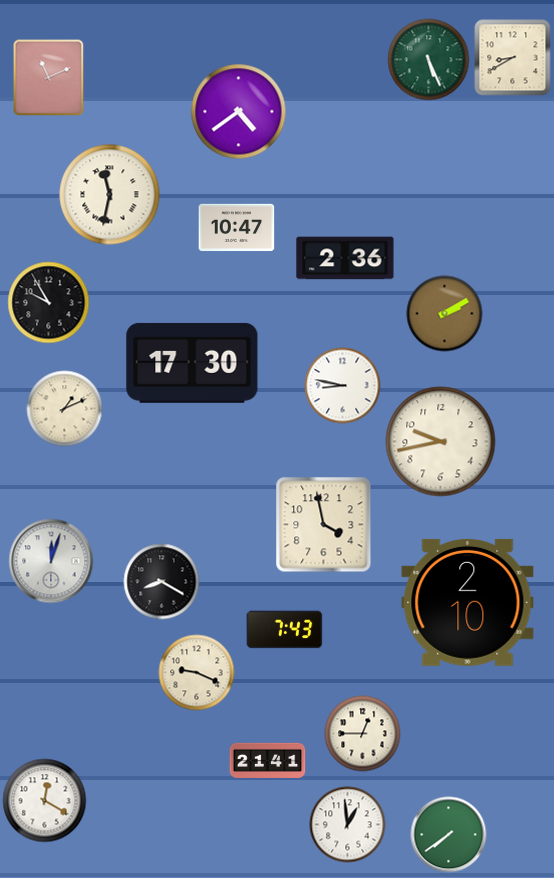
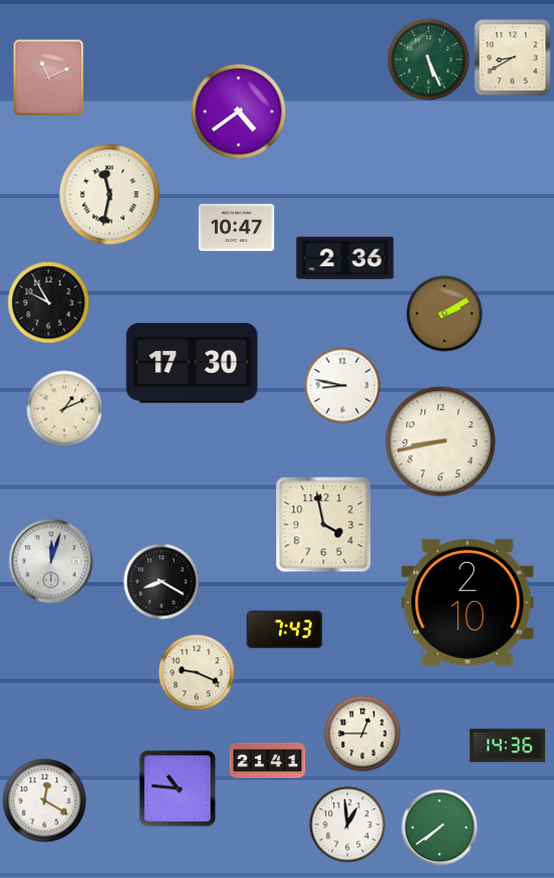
clock at (441, 442): 9:43 -> 8:43
clock at (508, 746): none -> 14:36
clock at (178, 789): none -> 10:46
clock at (449, 835) position: (449, 835) -> (440, 828)
